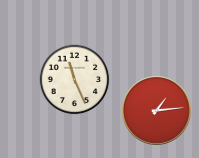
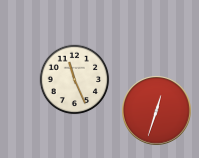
clock at (157, 111): 1:14 -> 12:33
